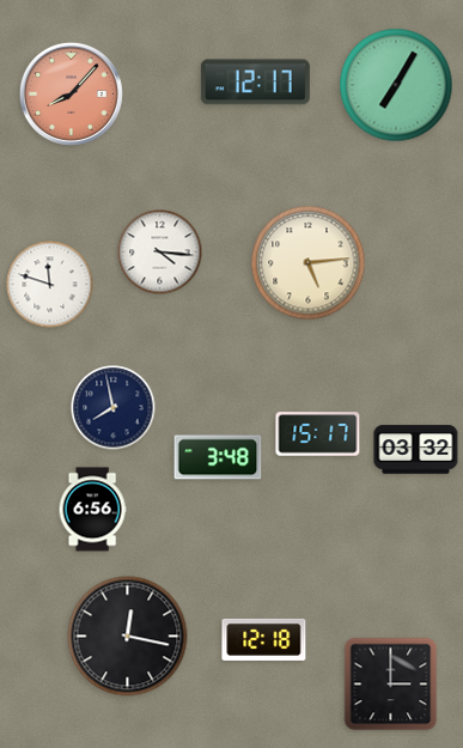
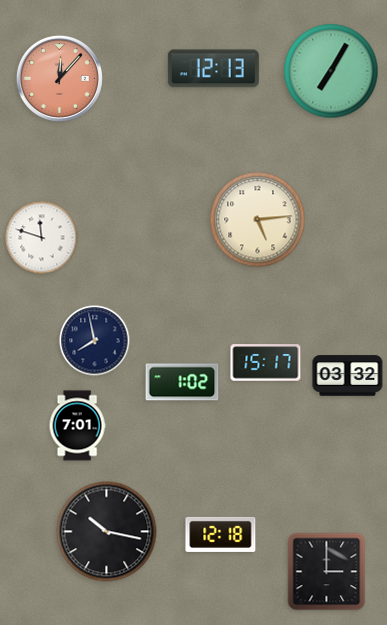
clock at (255, 83): 12:17 -> 12:13
clock at (71, 93): 8:07 -> 12:07
clock at (160, 253): 4:16 -> none
clock at (218, 457): 3:48 -> 1:02
clock at (92, 510): 6:56 -> 7:01
clock at (128, 637): 12:17 -> 10:17
